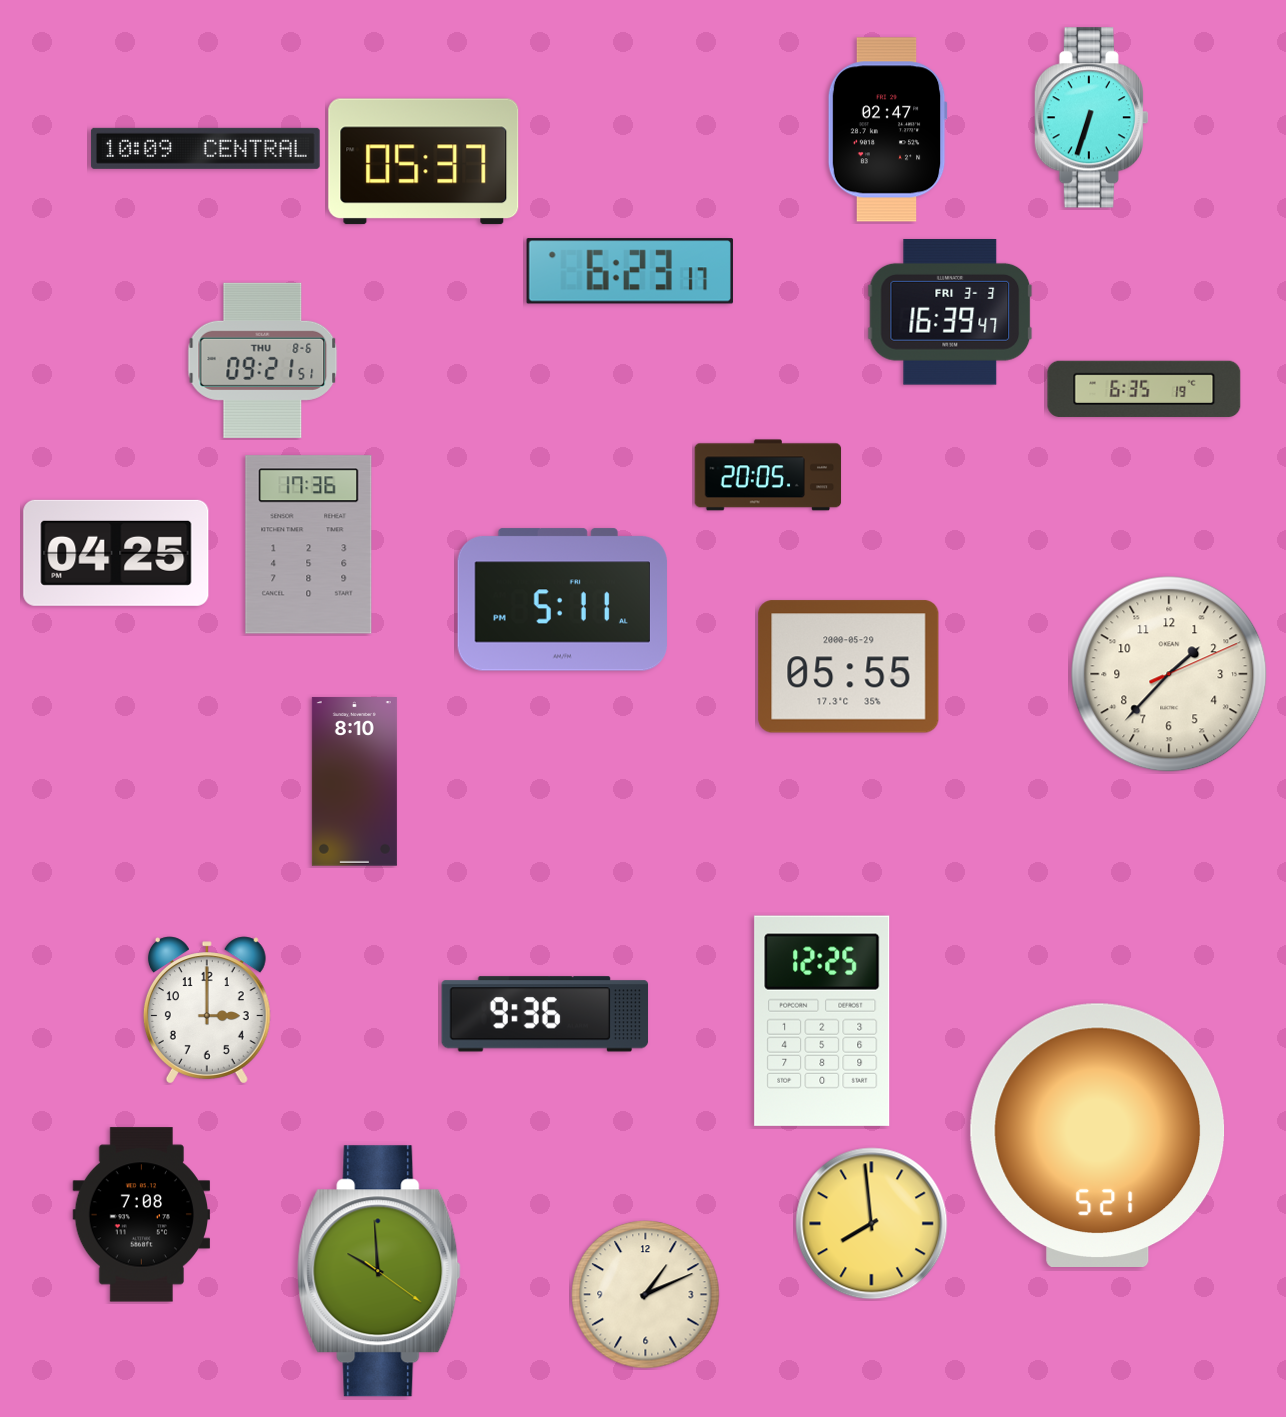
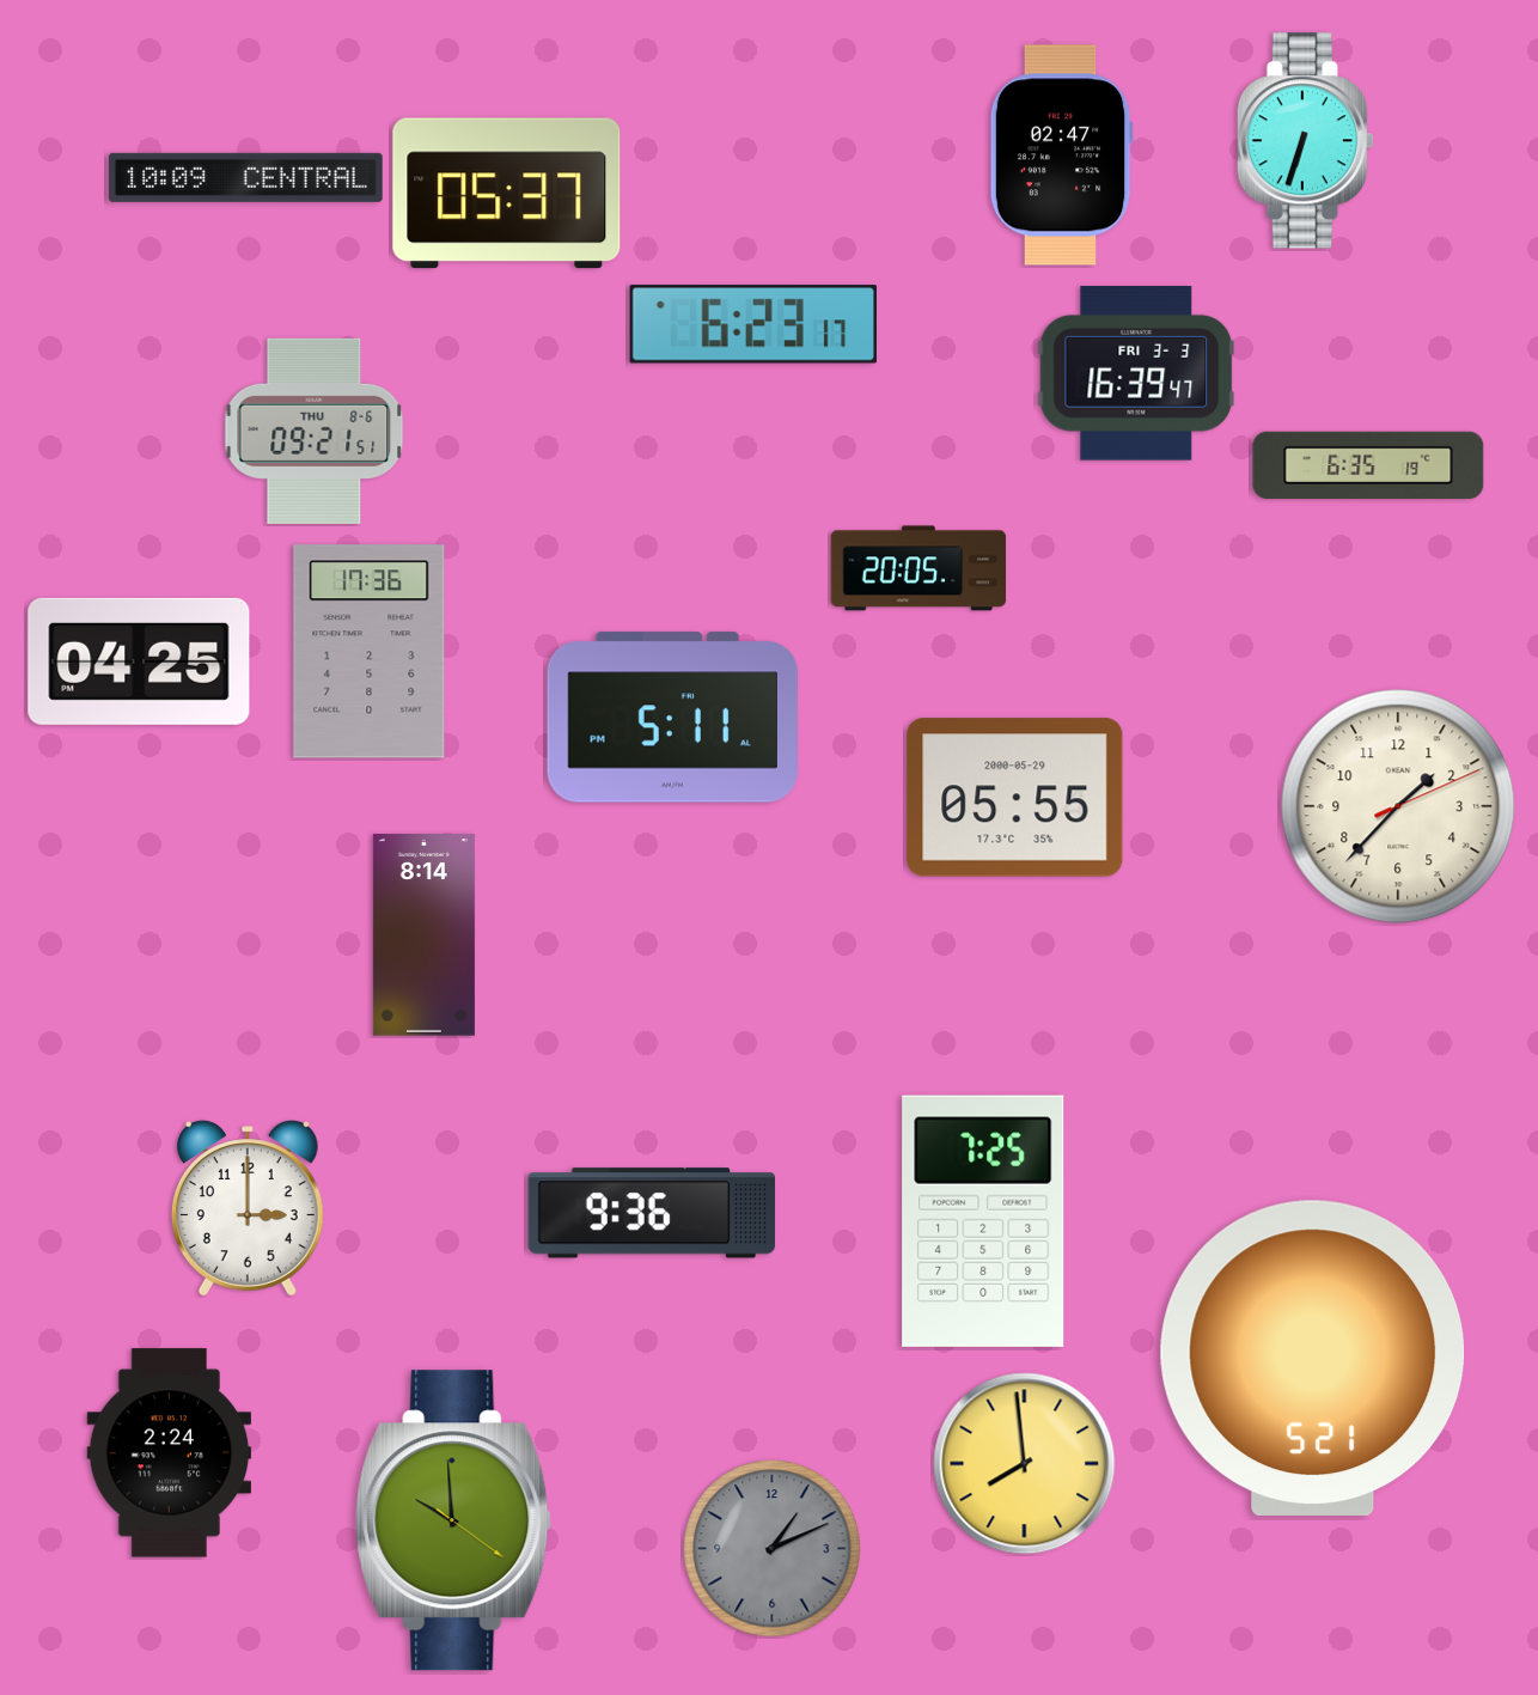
clock at (354, 782): 8:10 -> 8:14
clock at (822, 1021): 12:25 -> 7:25
clock at (142, 1215): 7:08 -> 2:24
clock at (872, 1224) position: (872, 1224) -> (1025, 1464)
clock at (646, 1295) dial: cream -> grey
